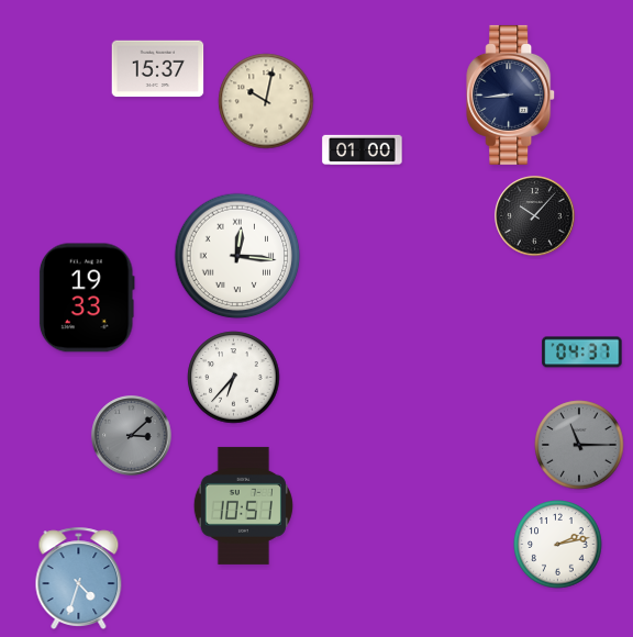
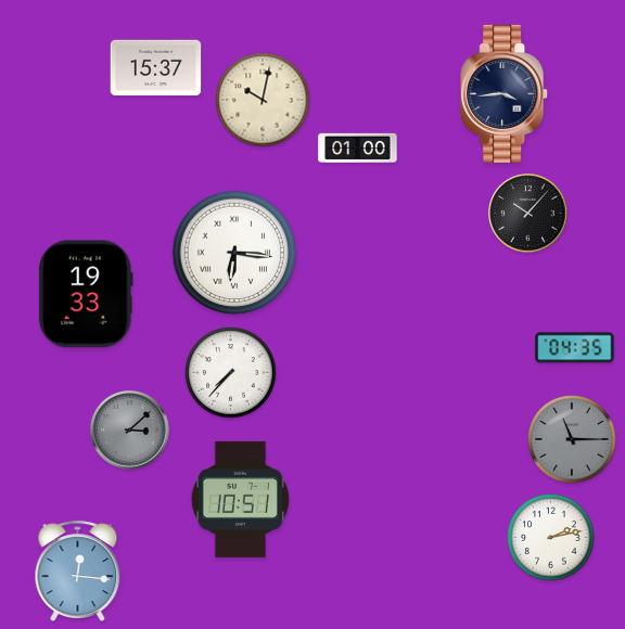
clock at (511, 94): 8:44 -> 3:44
clock at (237, 256): 12:16 -> 6:16
clock at (582, 353): 04:37 -> 04:35
clock at (234, 378): 6:37 -> 7:37
clock at (79, 578): 4:33 -> 12:16
